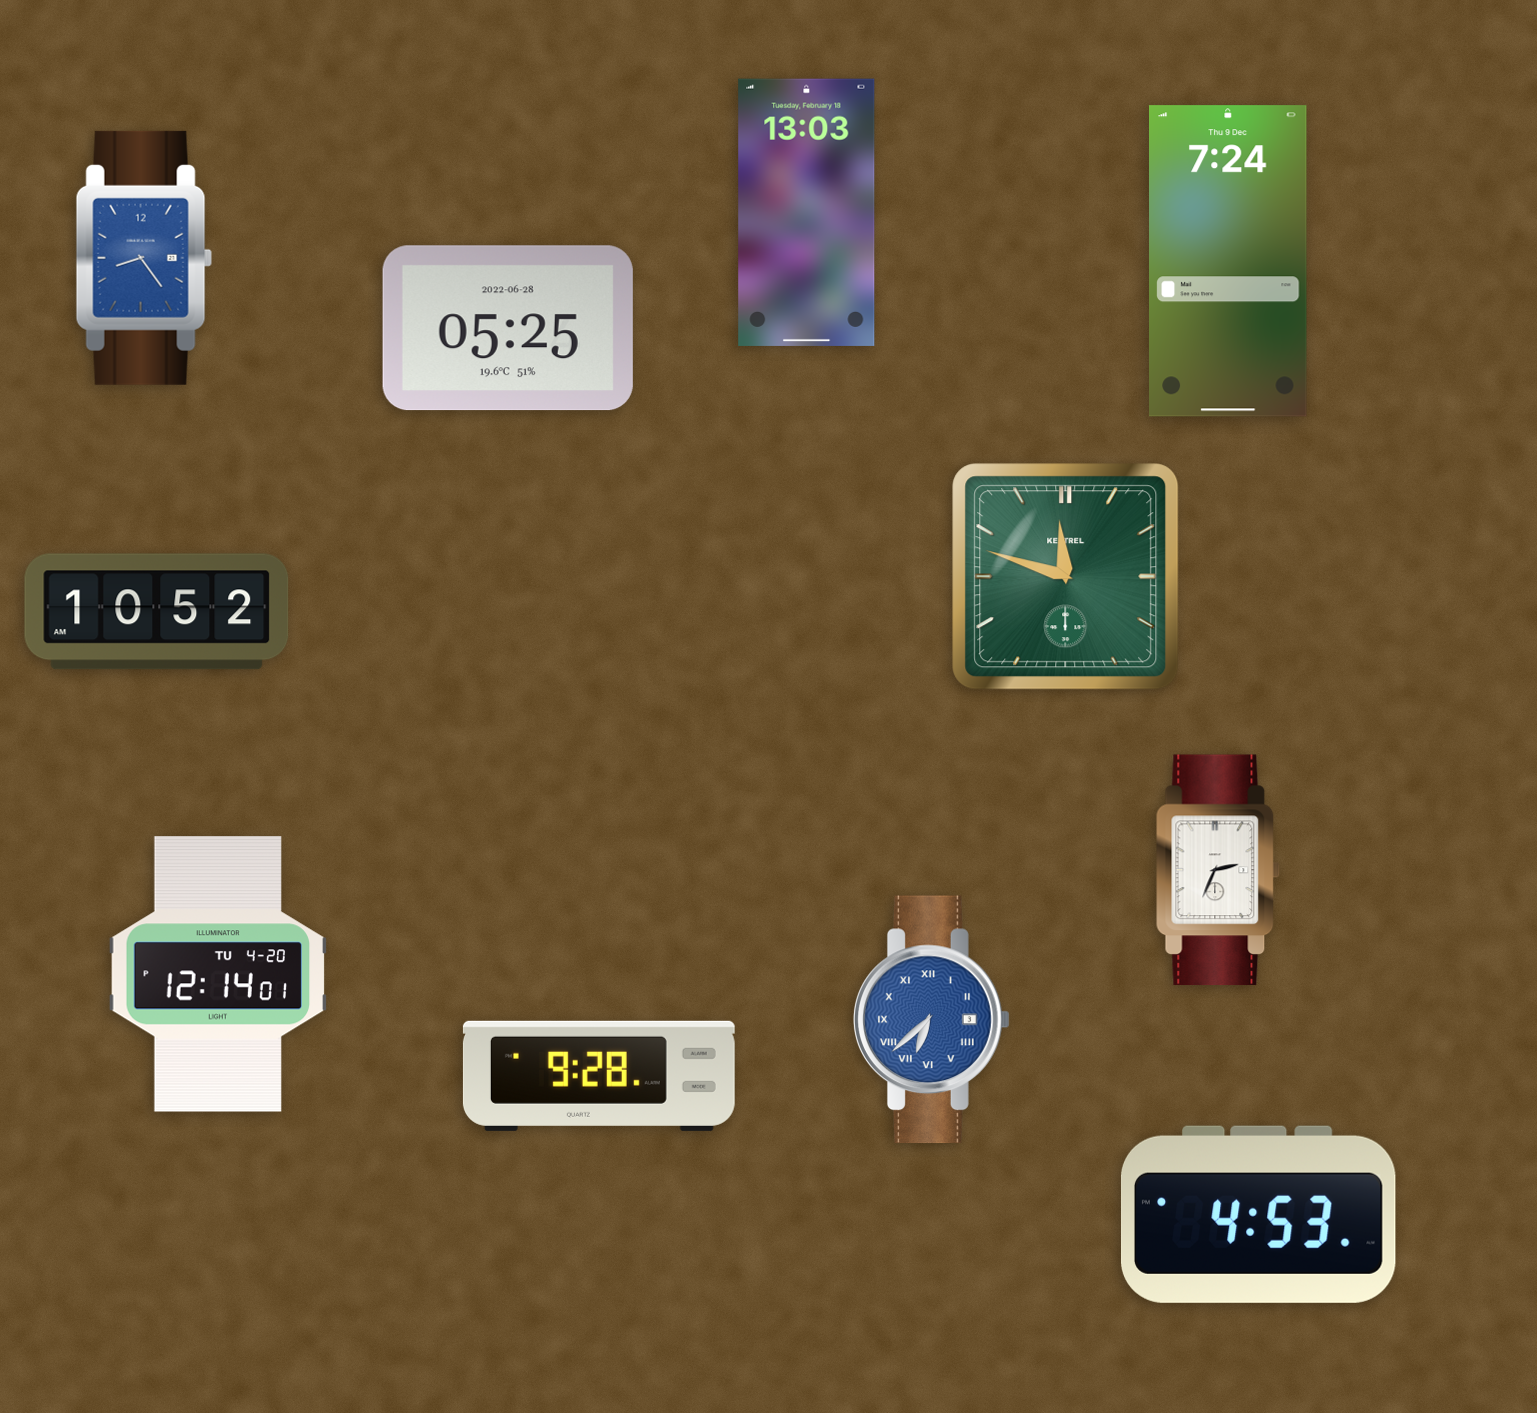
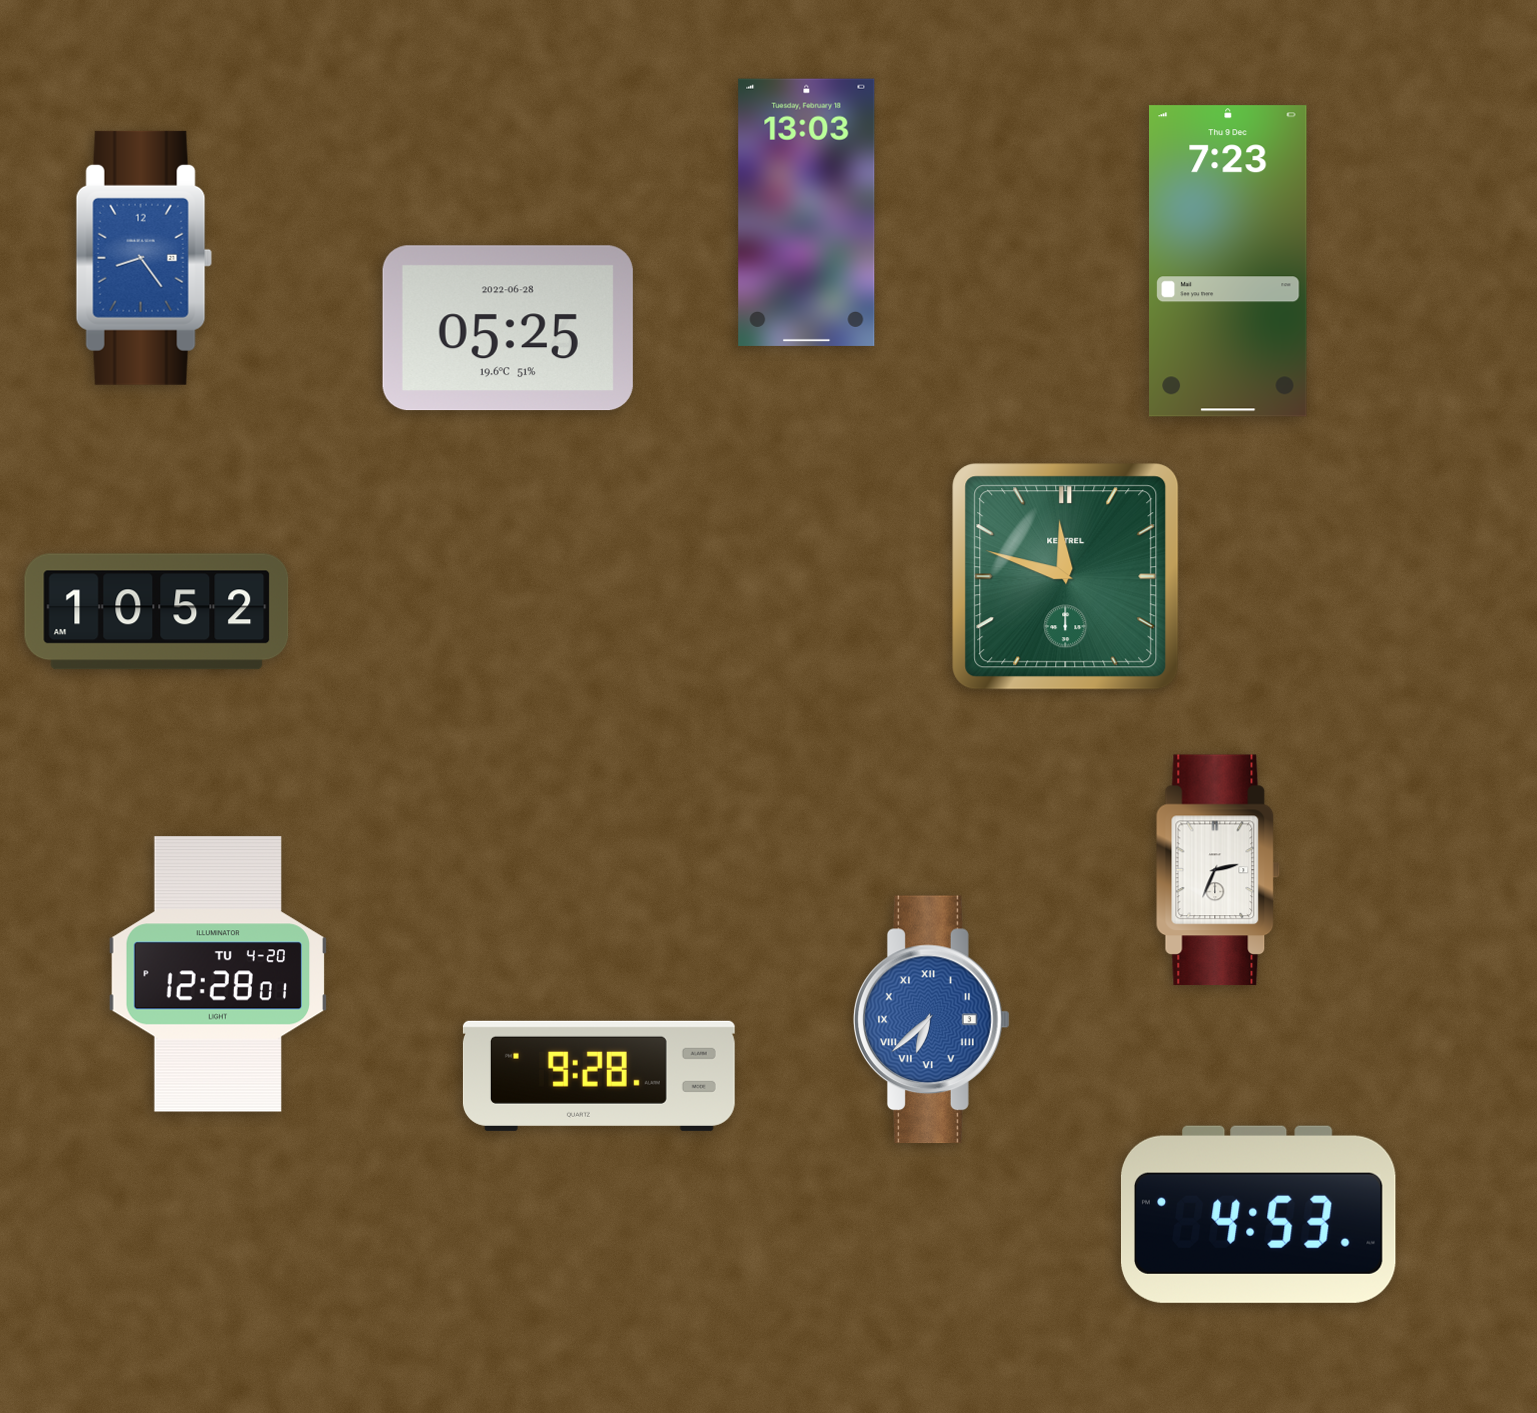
clock at (1229, 261): 7:24 -> 7:23
clock at (218, 974): 12:14 -> 12:28
